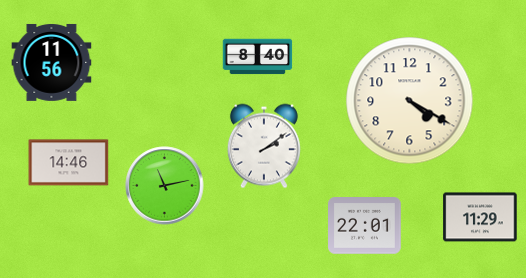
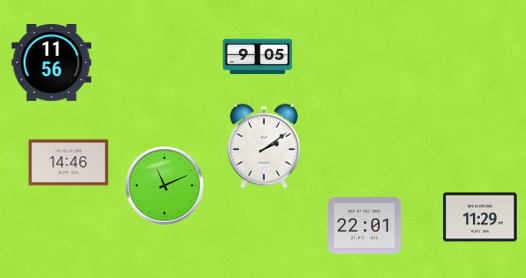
clock at (258, 57): 8:40 -> 9:05
clock at (410, 101): 4:20 -> none
clock at (165, 186): 11:13 -> 11:11
